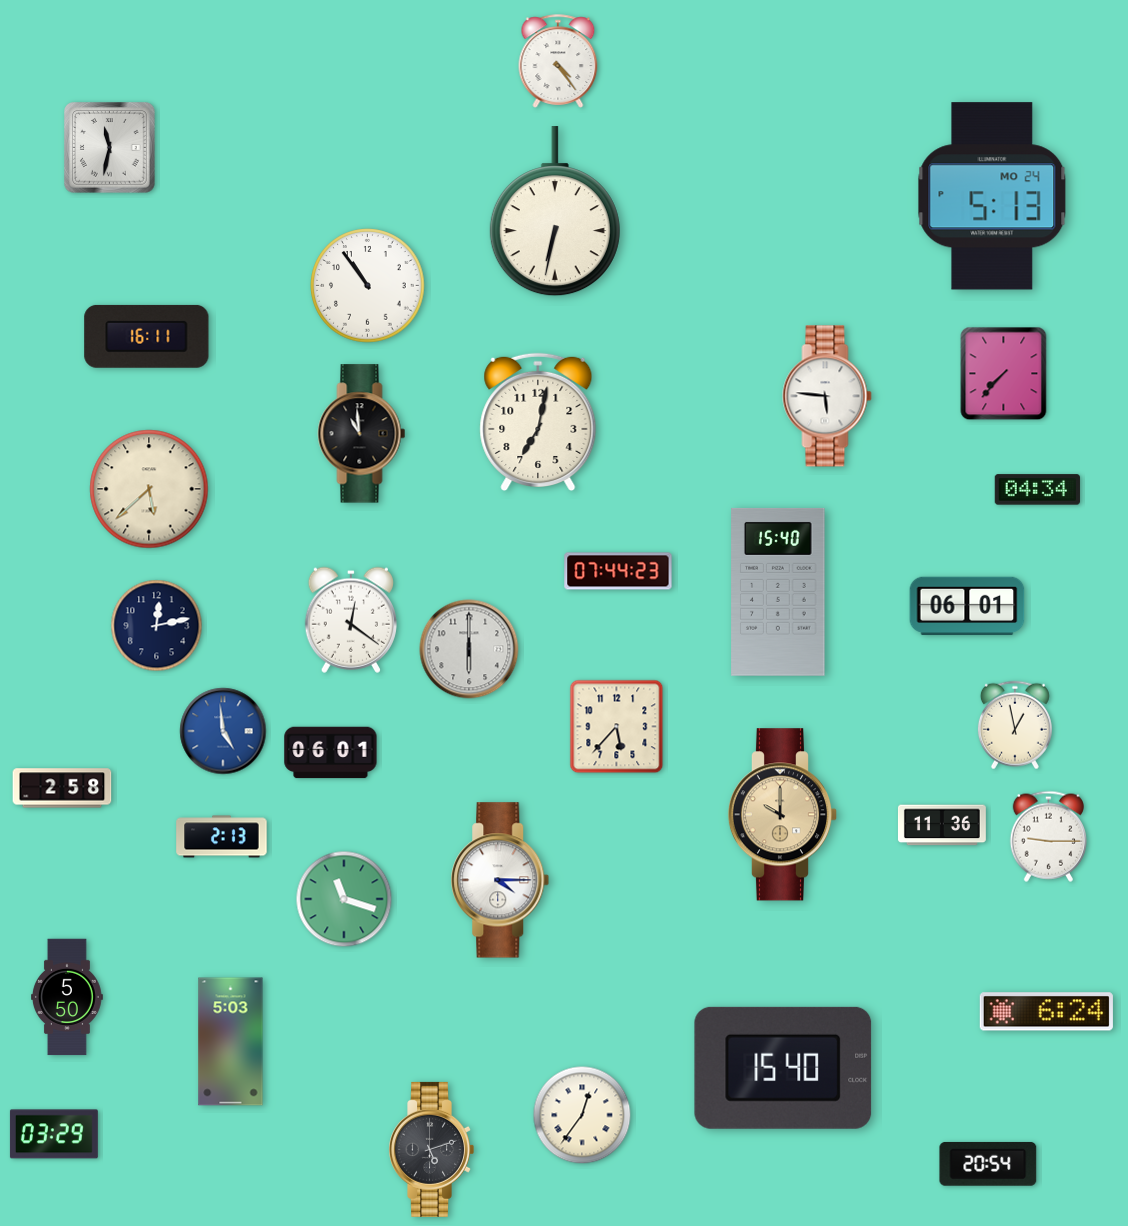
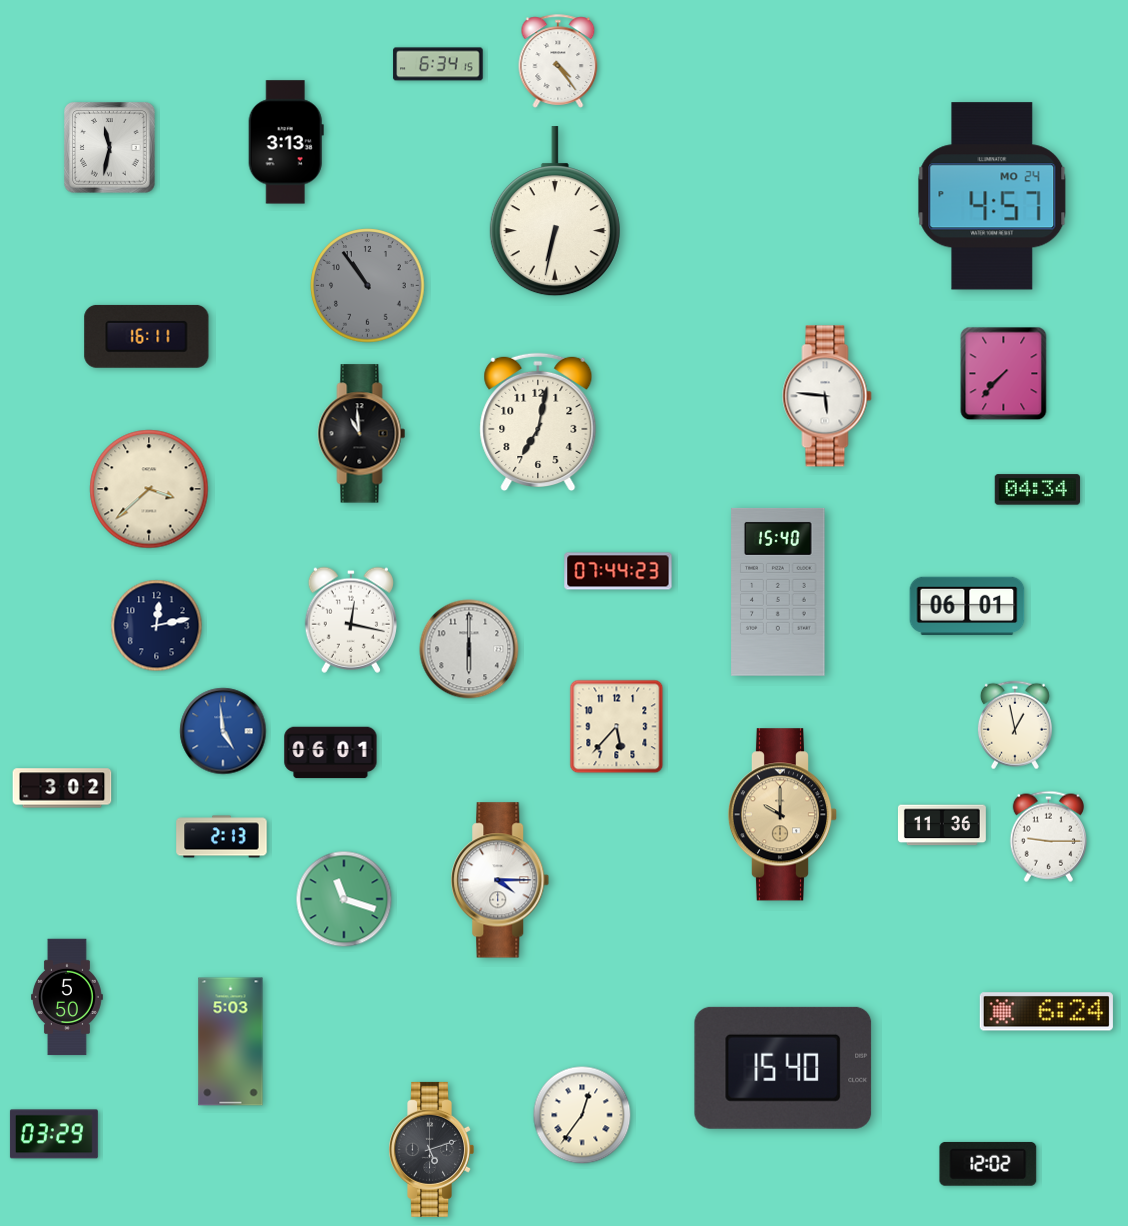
clock at (438, 64): none -> 6:34
clock at (286, 142): none -> 3:13
clock at (992, 196): 5:13 -> 4:57
clock at (368, 286) dial: white -> grey
clock at (149, 489): 5:38 -> 3:38
clock at (351, 620): 12:21 -> 12:17
clock at (62, 788): 2:58 -> 3:02
clock at (988, 1164): 20:54 -> 12:02
